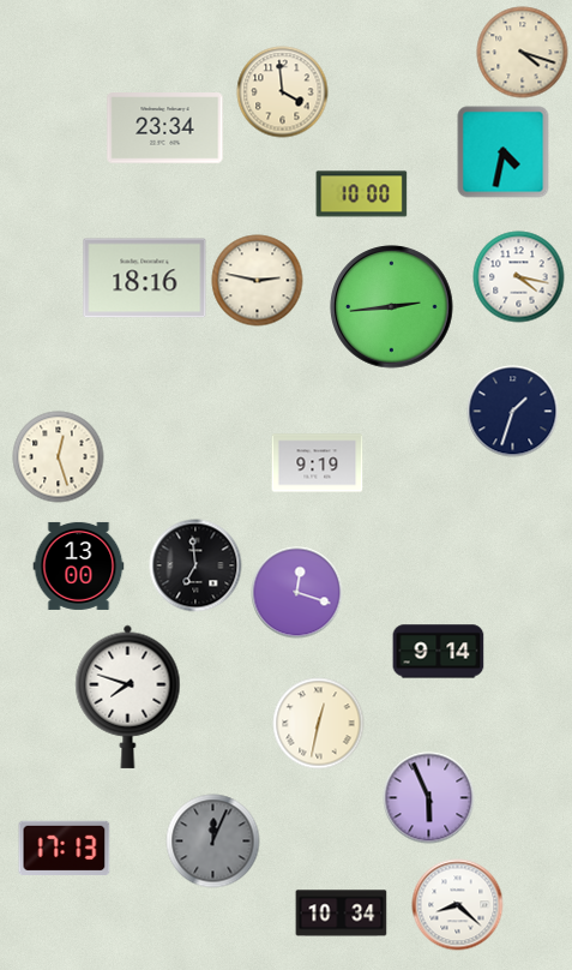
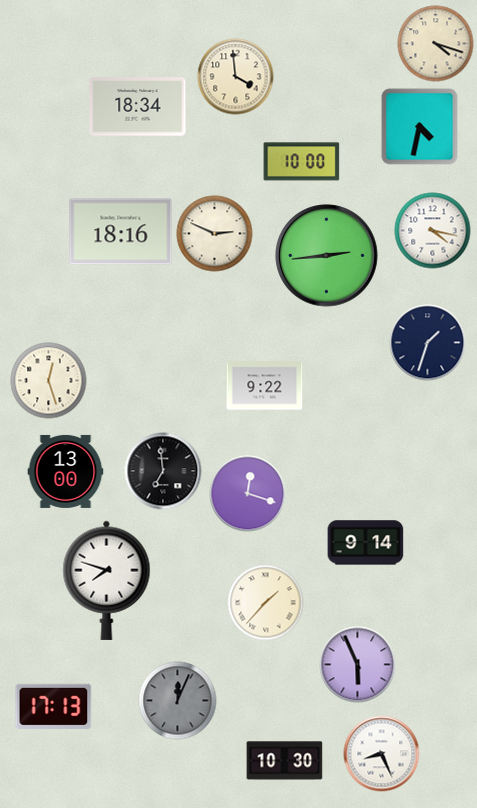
clock at (165, 128): 23:34 -> 18:34
clock at (258, 281): 2:47 -> 2:49
clock at (318, 463): 9:19 -> 9:22
clock at (319, 724): 12:32 -> 1:37
clock at (458, 905): 8:22 -> 8:26
clock at (342, 914): 10:34 -> 10:30
